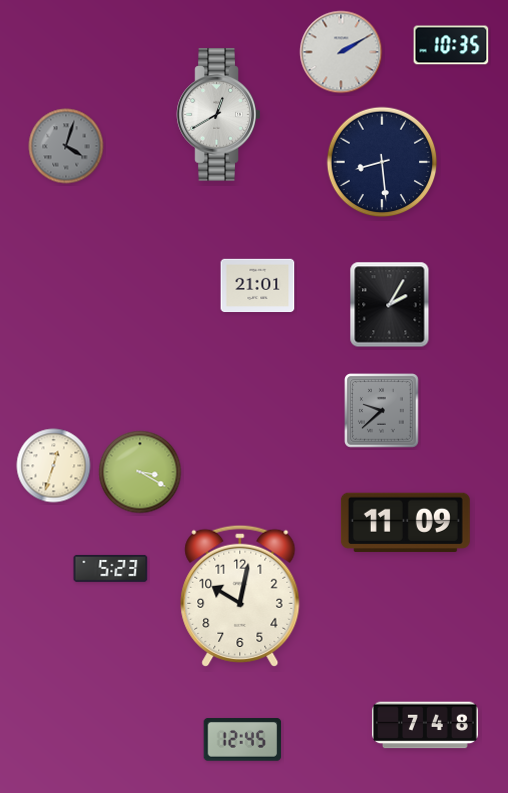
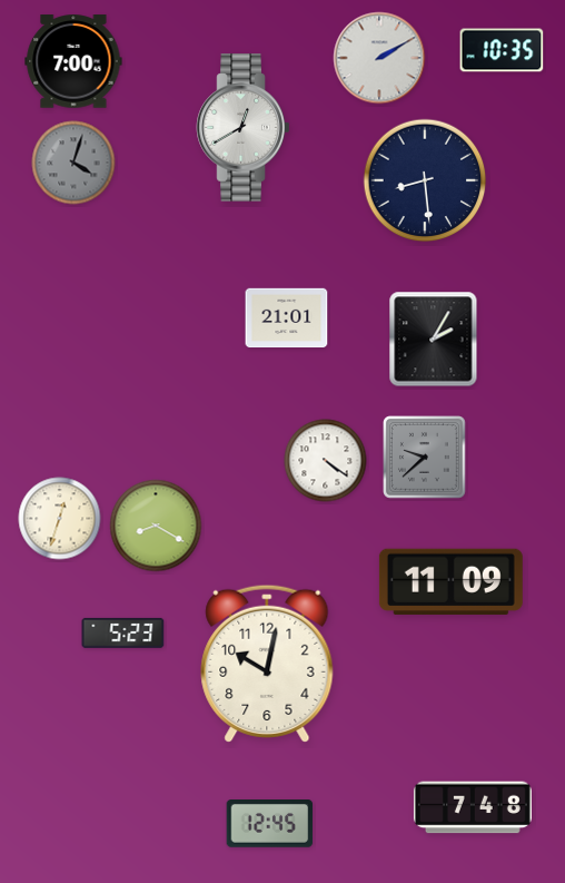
clock at (73, 61): none -> 7:00
clock at (326, 461): none -> 4:21
clock at (140, 472): 3:20 -> 8:20
